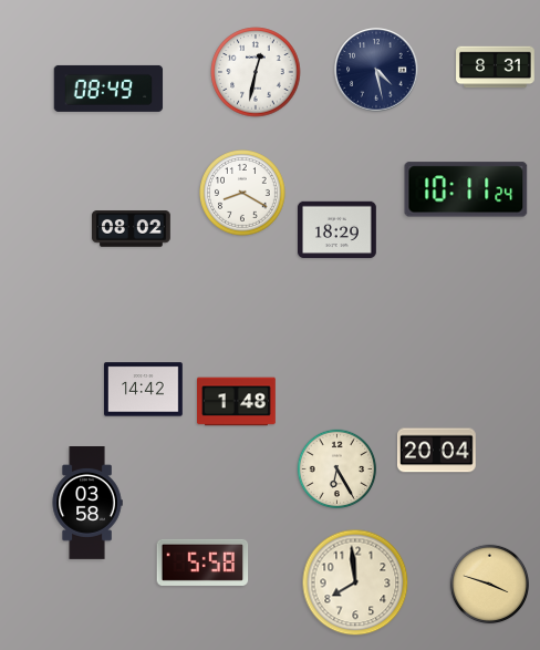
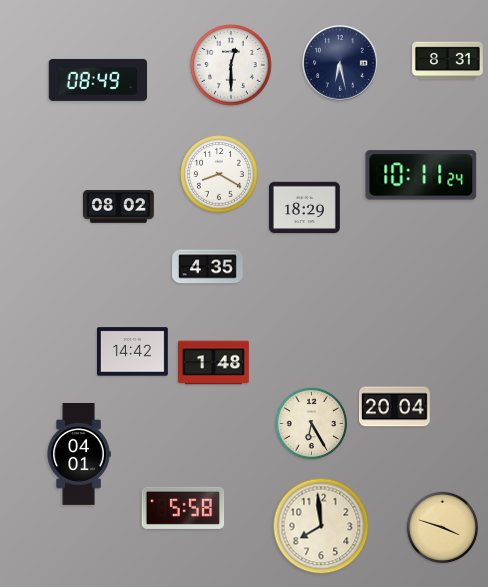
clock at (376, 70): 4:28 -> 6:28
clock at (256, 72): 12:32 -> 12:30
clock at (466, 189) position: (466, 189) -> (421, 175)
clock at (208, 267): none -> 4:35
clock at (144, 390) position: (144, 390) -> (133, 352)
clock at (337, 470) position: (337, 470) -> (312, 424)
clock at (87, 504): 03:58 -> 04:01
